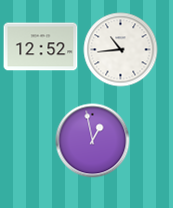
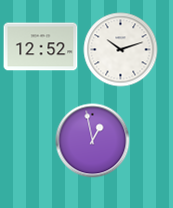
clock at (121, 50): 10:44 -> 10:12
